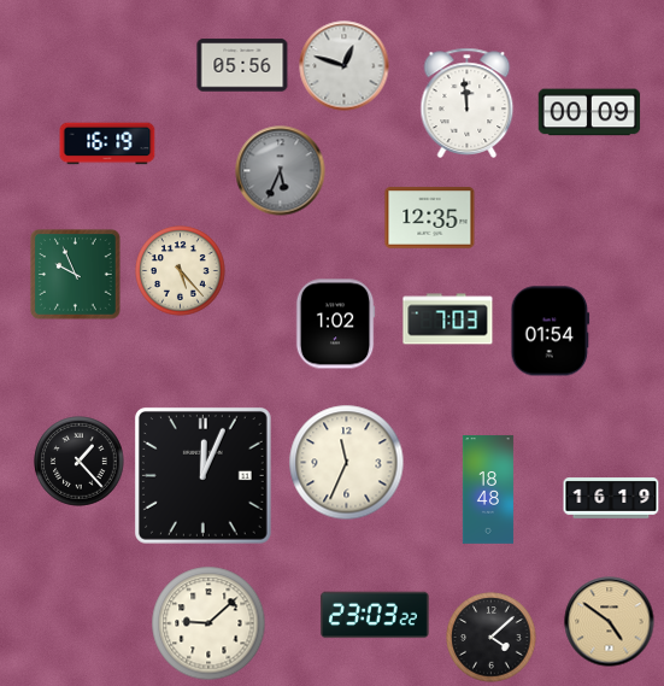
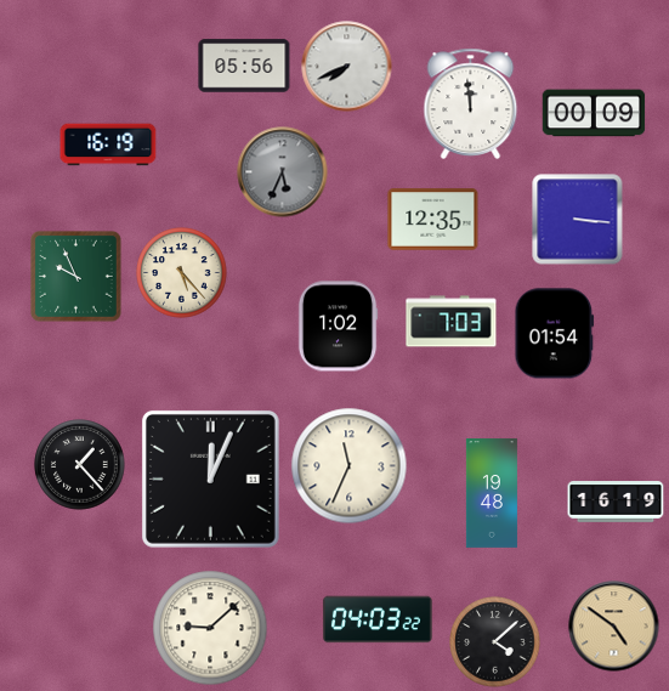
clock at (345, 66): 12:48 -> 7:41
clock at (578, 220): none -> 3:16
clock at (202, 475) position: (202, 475) -> (210, 478)
clock at (488, 489): 18:48 -> 19:48
clock at (375, 615): 23:03 -> 04:03
